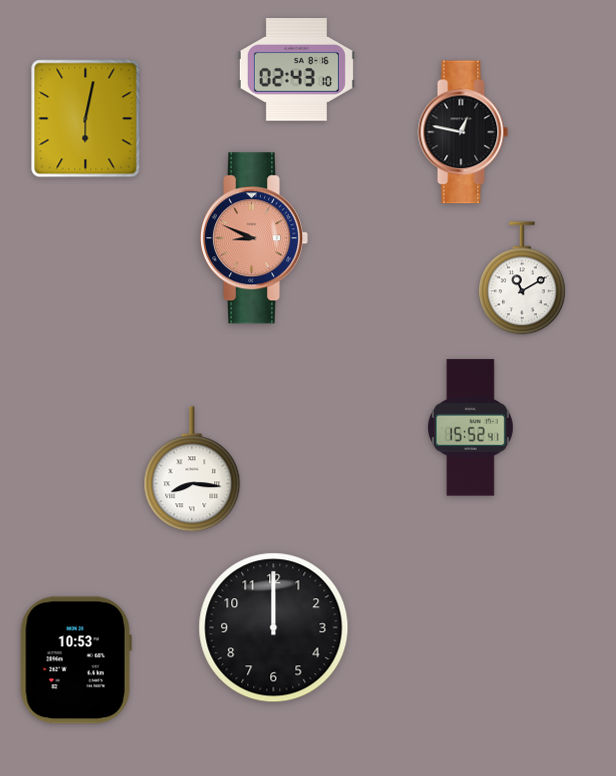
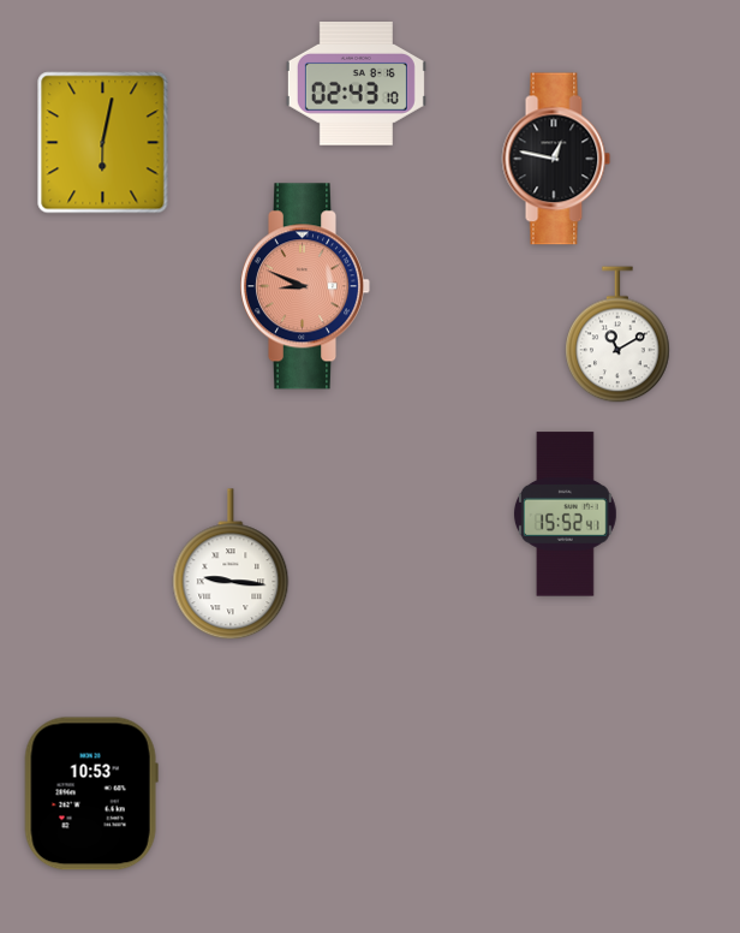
clock at (522, 278) position: (522, 278) -> (617, 334)
clock at (192, 470): 8:16 -> 9:16
clock at (274, 628): 12:00 -> none
